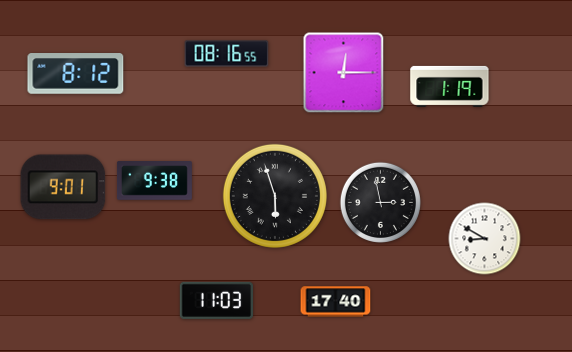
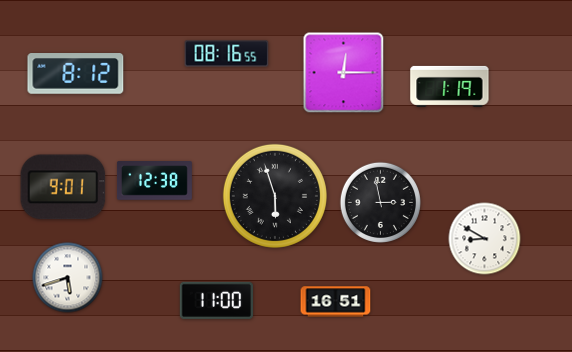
clock at (154, 181): 9:38 -> 12:38
clock at (68, 278): none -> 5:42
clock at (216, 300): 11:03 -> 11:00
clock at (336, 302): 17:40 -> 16:51
